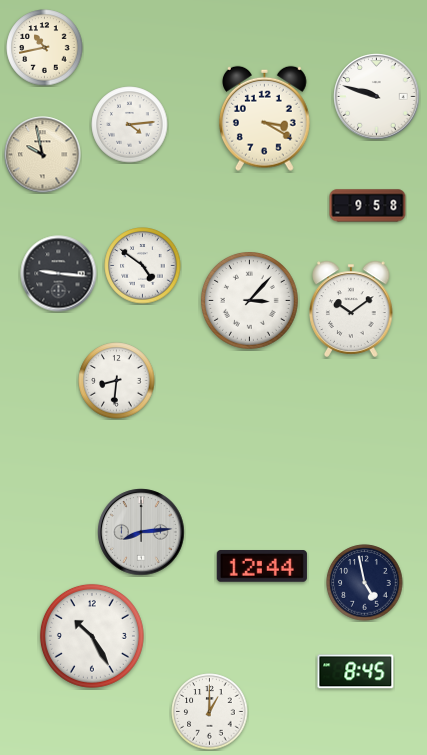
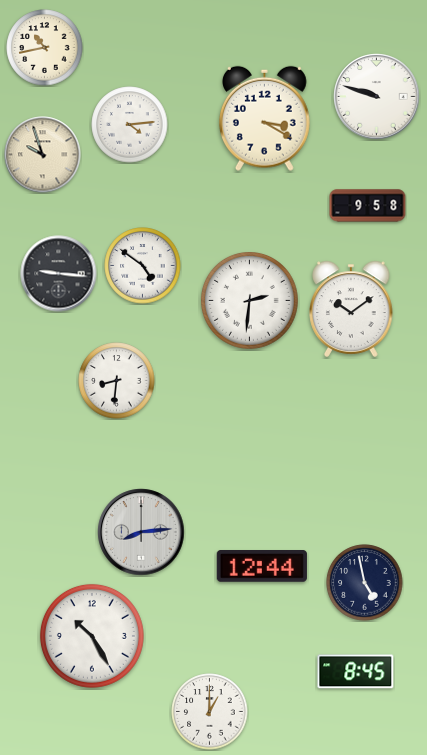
clock at (43, 155): 9:58 -> 9:57
clock at (250, 301): 3:07 -> 2:31
